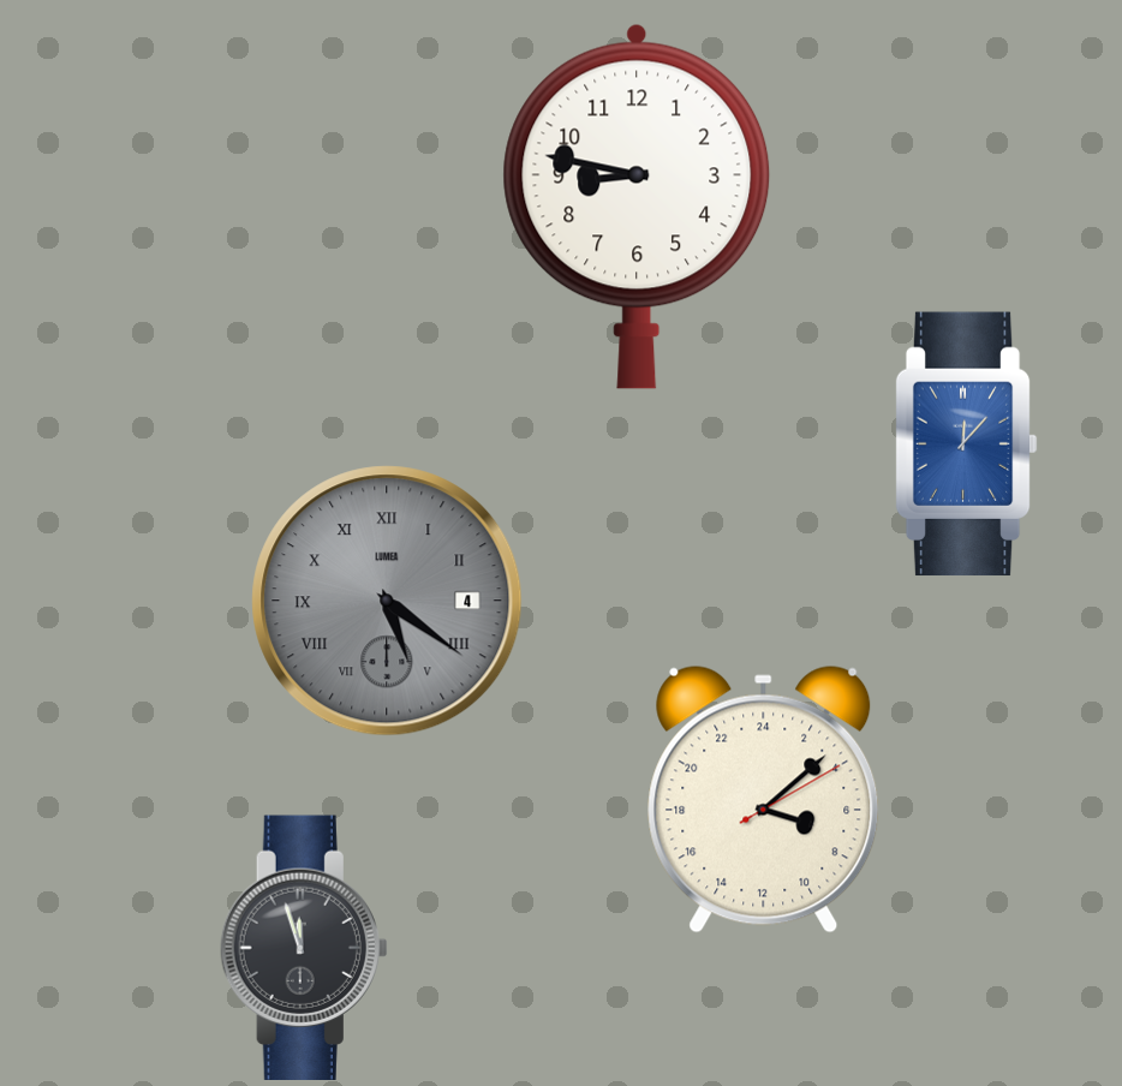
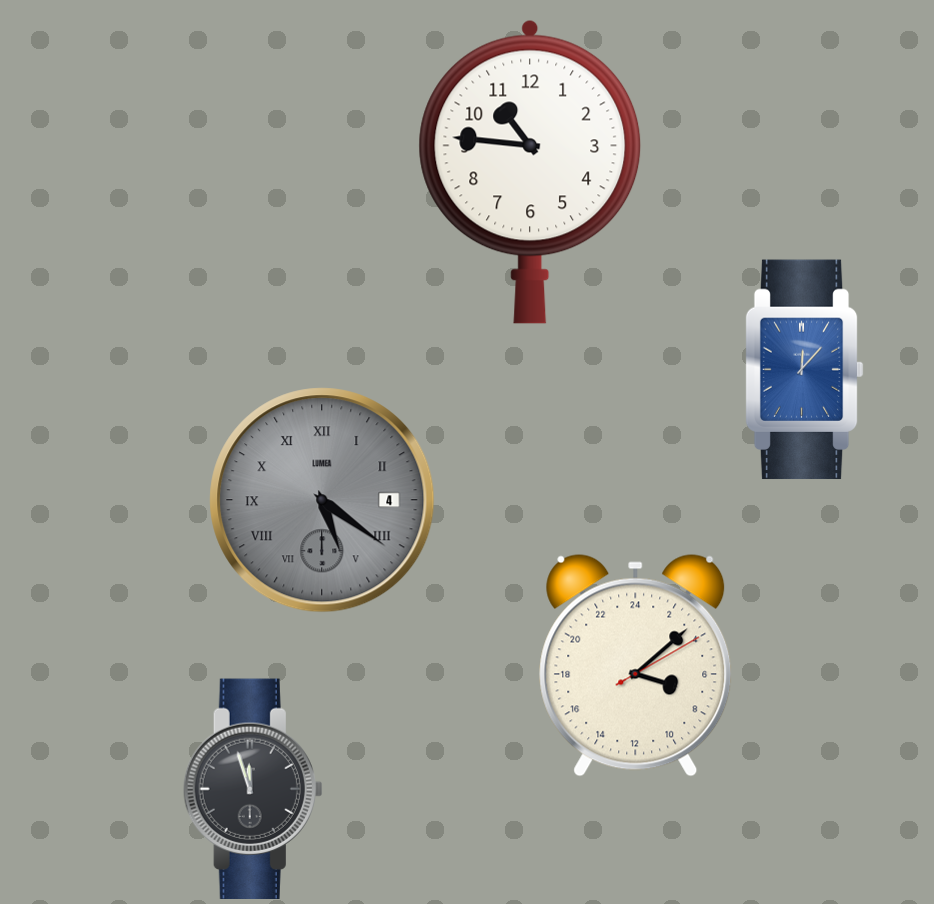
clock at (637, 207): 8:47 -> 10:46
